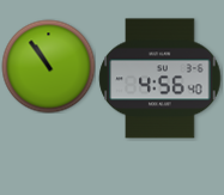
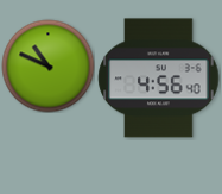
clock at (48, 66): 10:54 -> 10:49
